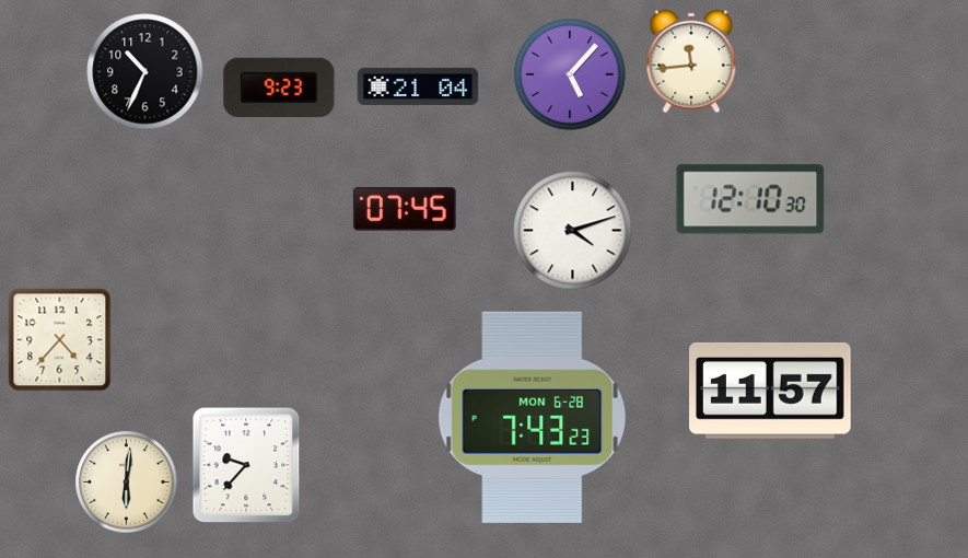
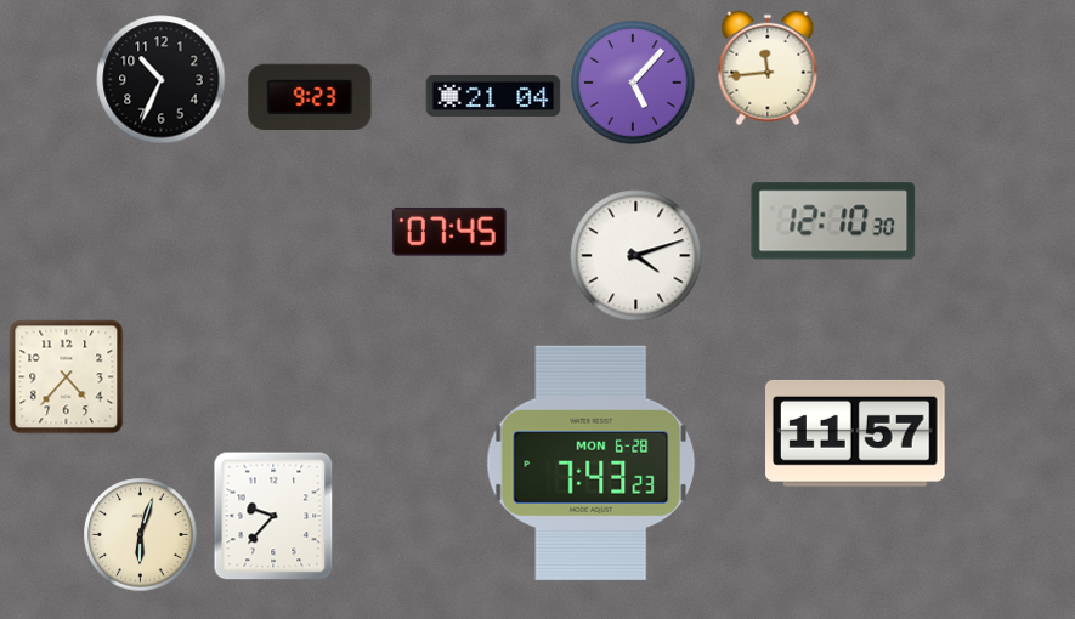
clock at (418, 86) position: (418, 86) -> (493, 96)
clock at (127, 483): 6:01 -> 6:03
